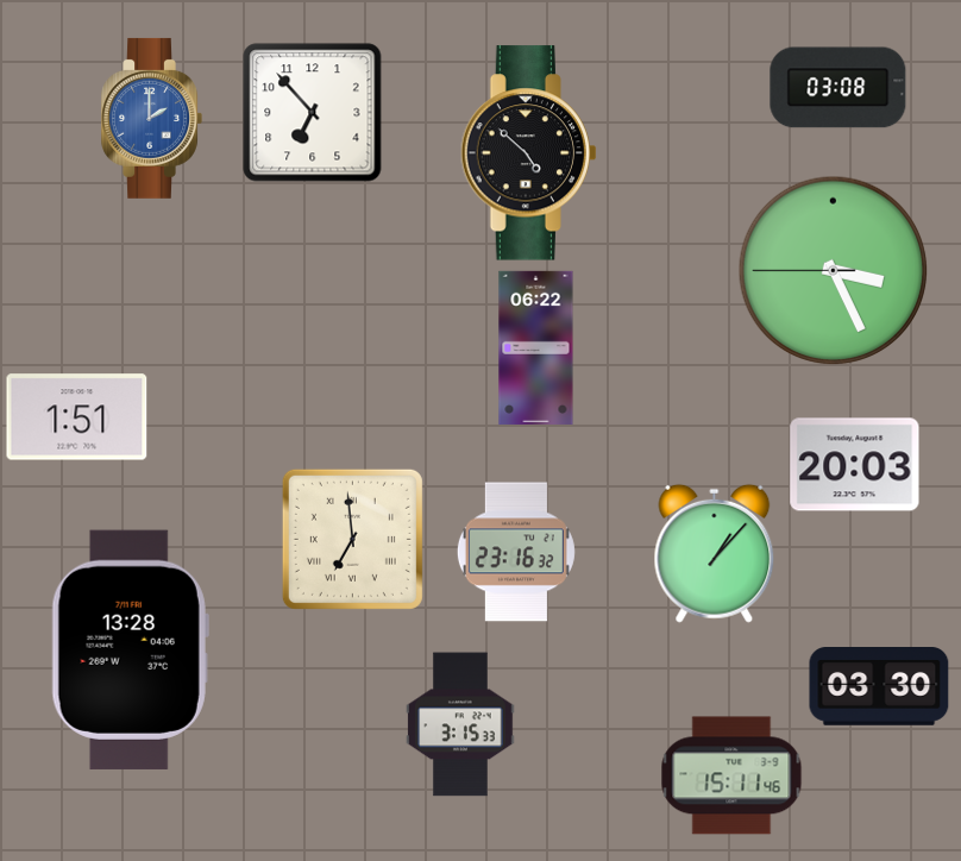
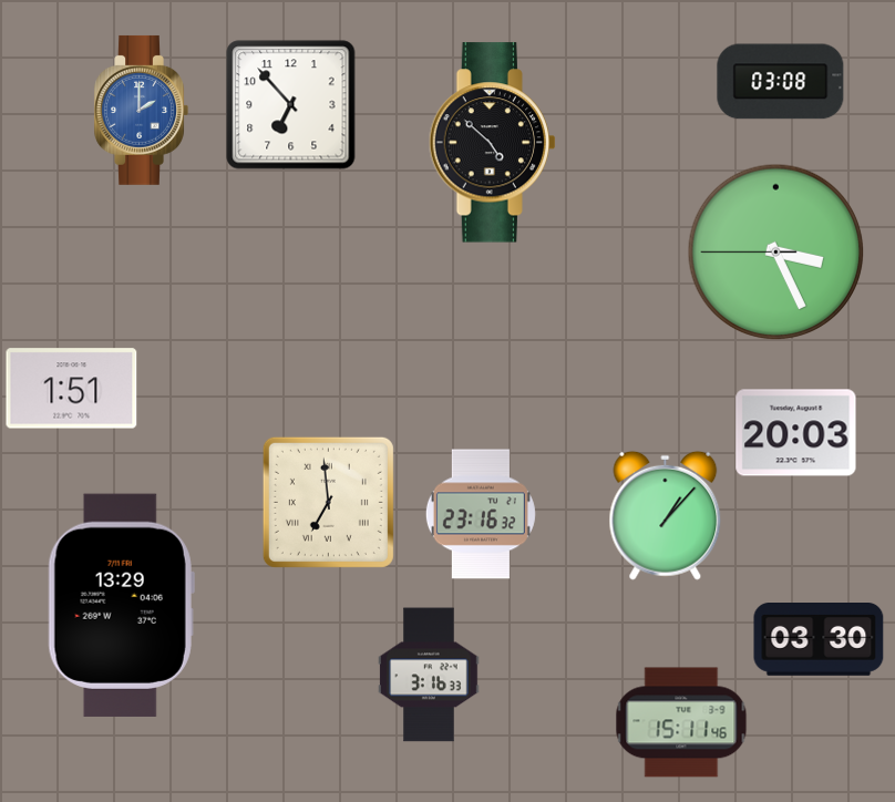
clock at (536, 347): 06:22 -> none
clock at (130, 649): 13:28 -> 13:29
clock at (460, 724): 3:15 -> 3:16
